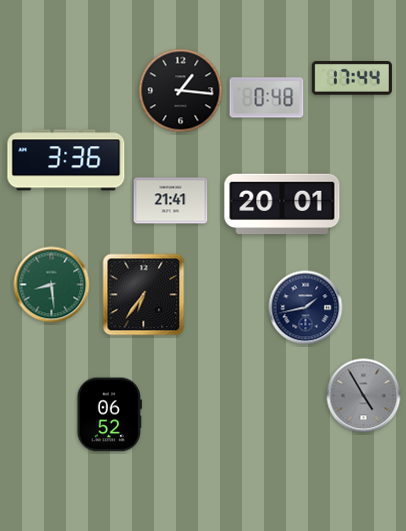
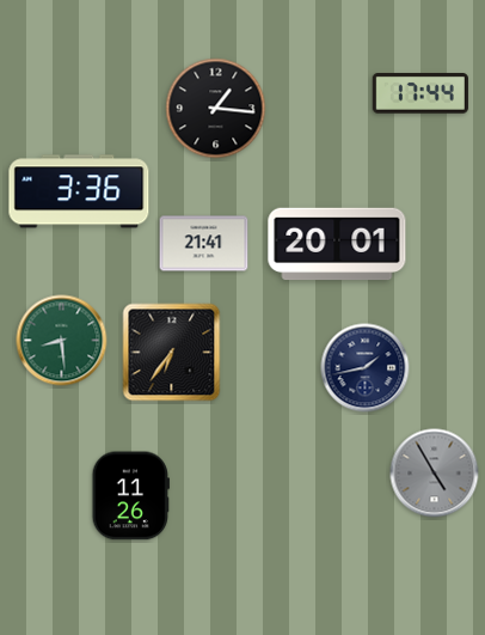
clock at (267, 98): 0:48 -> none
clock at (171, 201) position: (171, 201) -> (204, 244)
clock at (109, 415): 06:52 -> 11:26
